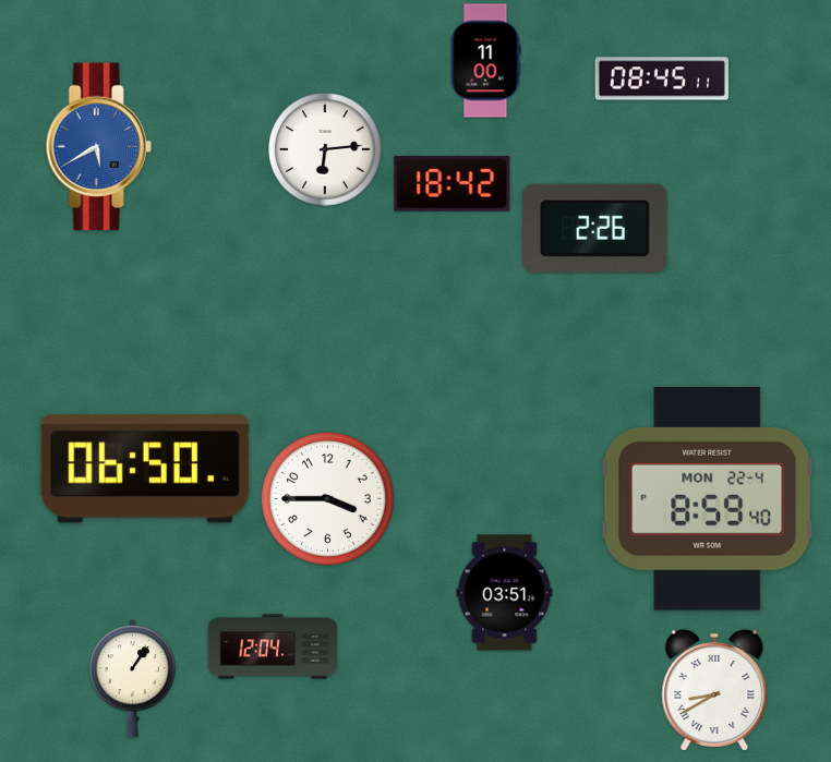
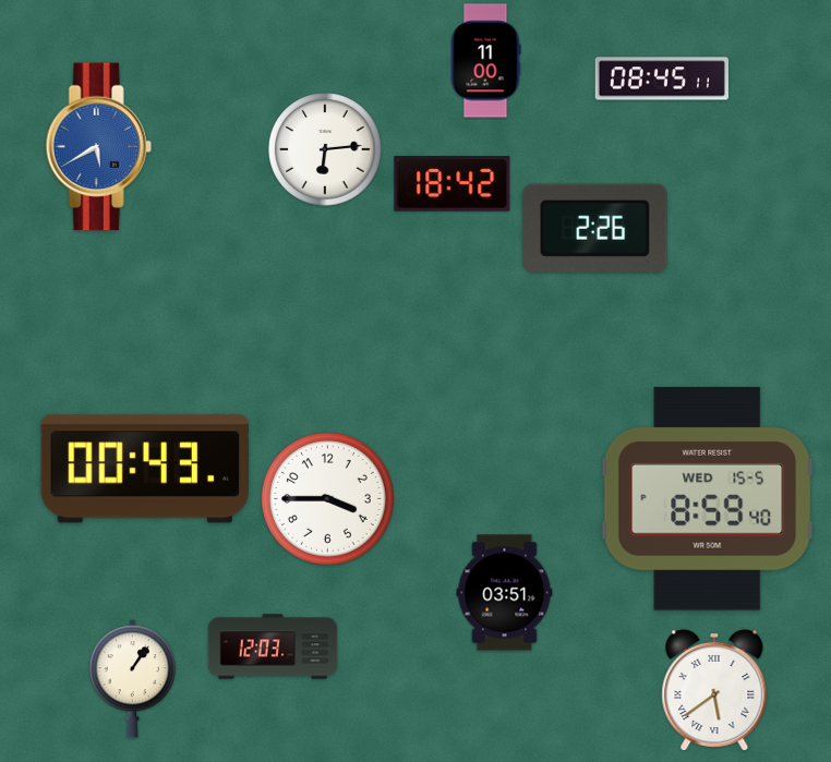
clock at (144, 469): 06:50 -> 00:43
clock at (708, 499) date: MON 22-4 -> WED 15-5
clock at (273, 646): 12:04 -> 12:03
clock at (714, 689): 8:40 -> 5:39
